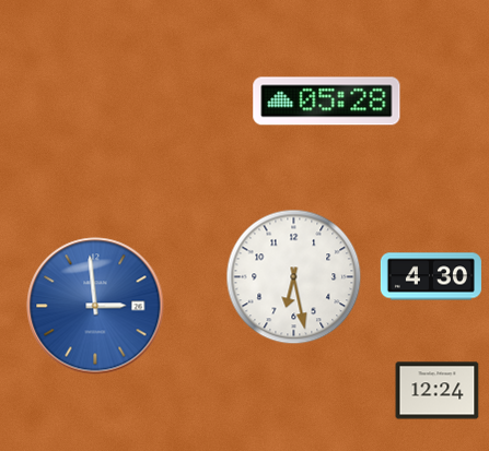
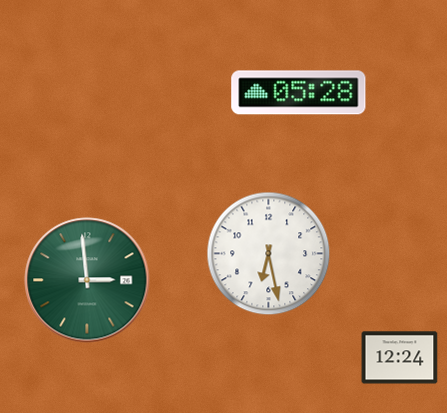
clock at (431, 276): 4:30 -> none
clock at (95, 306) dial: blue -> green
